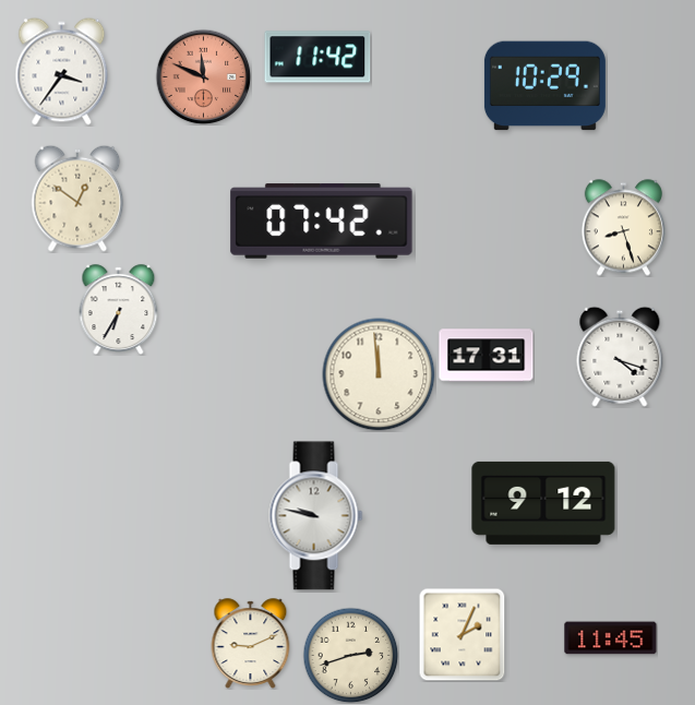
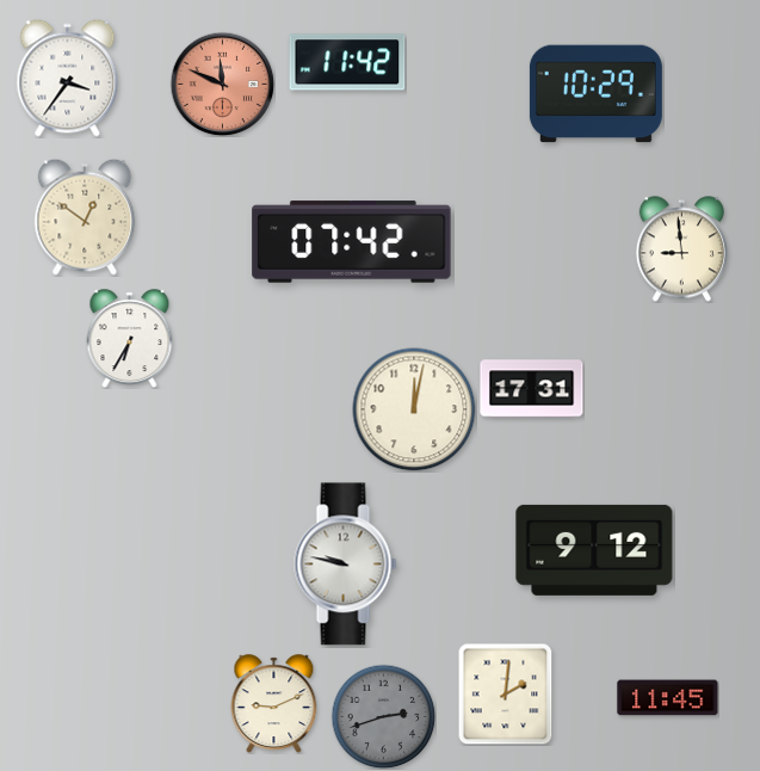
clock at (623, 228): 8:27 -> 8:59
clock at (620, 357): 4:18 -> none
clock at (379, 374): 11:59 -> 12:02
clock at (463, 634): 2:04 -> 2:01
clock at (350, 655) dial: cream -> grey
